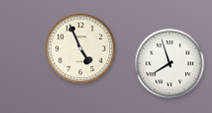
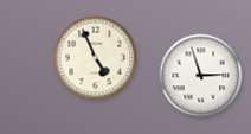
clock at (170, 64): 7:57 -> 2:57
